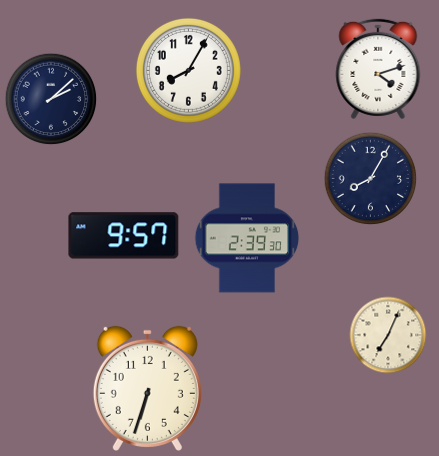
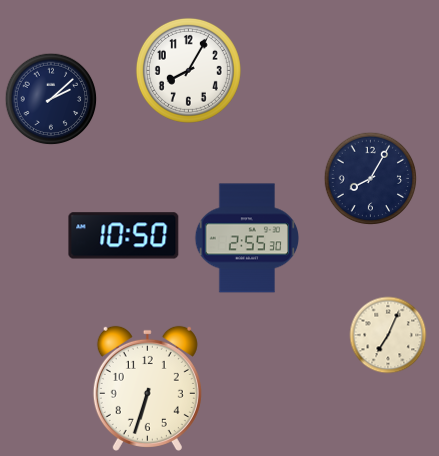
clock at (378, 69): 4:12 -> none
clock at (124, 236): 9:57 -> 10:50
clock at (247, 238): 2:39 -> 2:55
